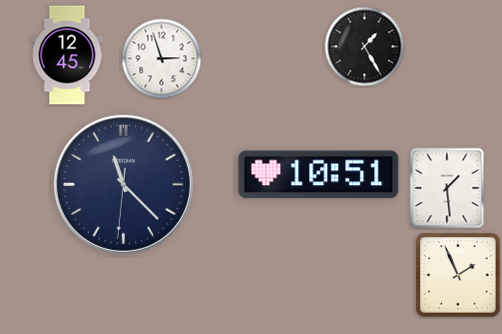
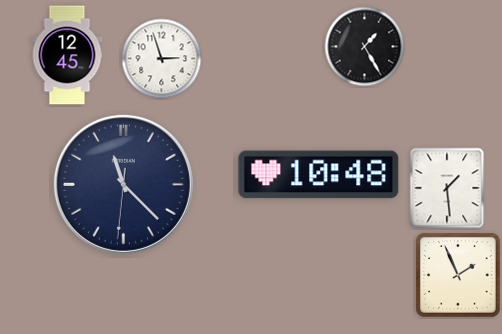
clock at (319, 175): 10:51 -> 10:48
